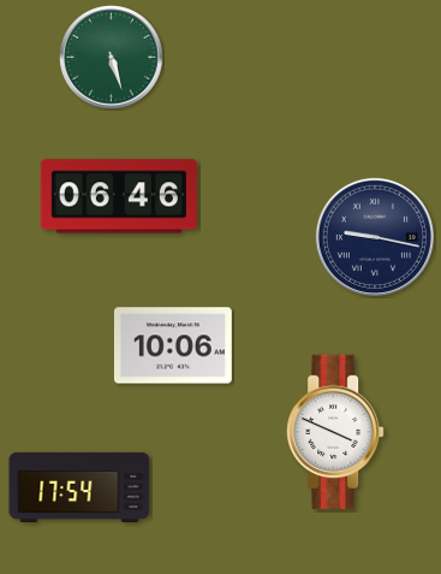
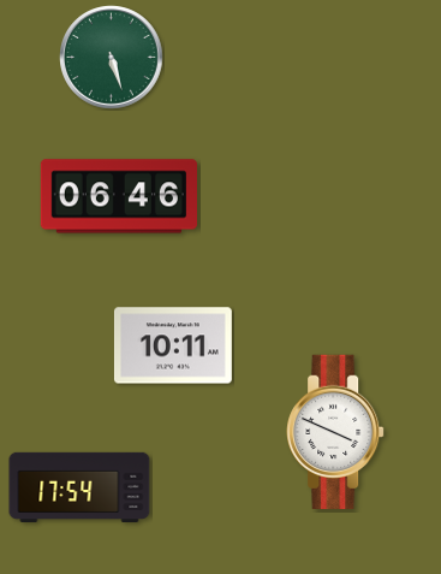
clock at (375, 237): 9:17 -> none
clock at (173, 345): 10:06 -> 10:11
